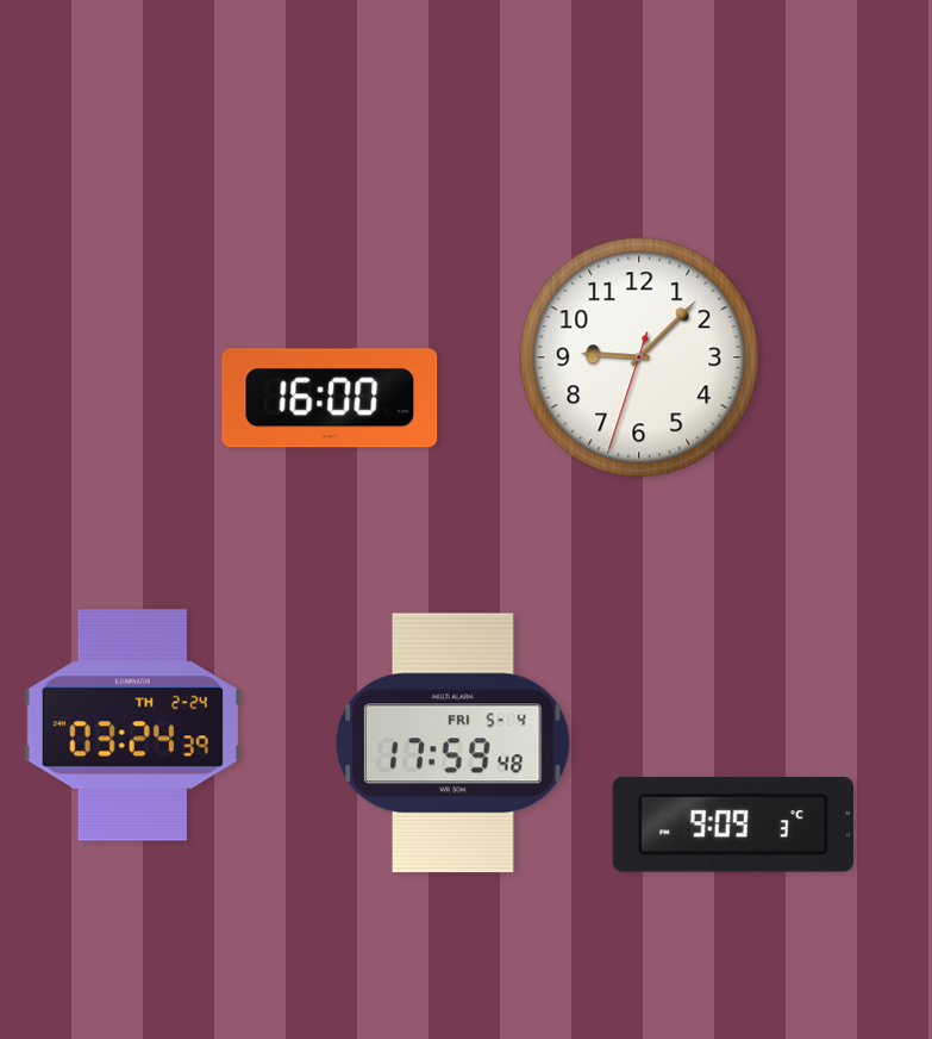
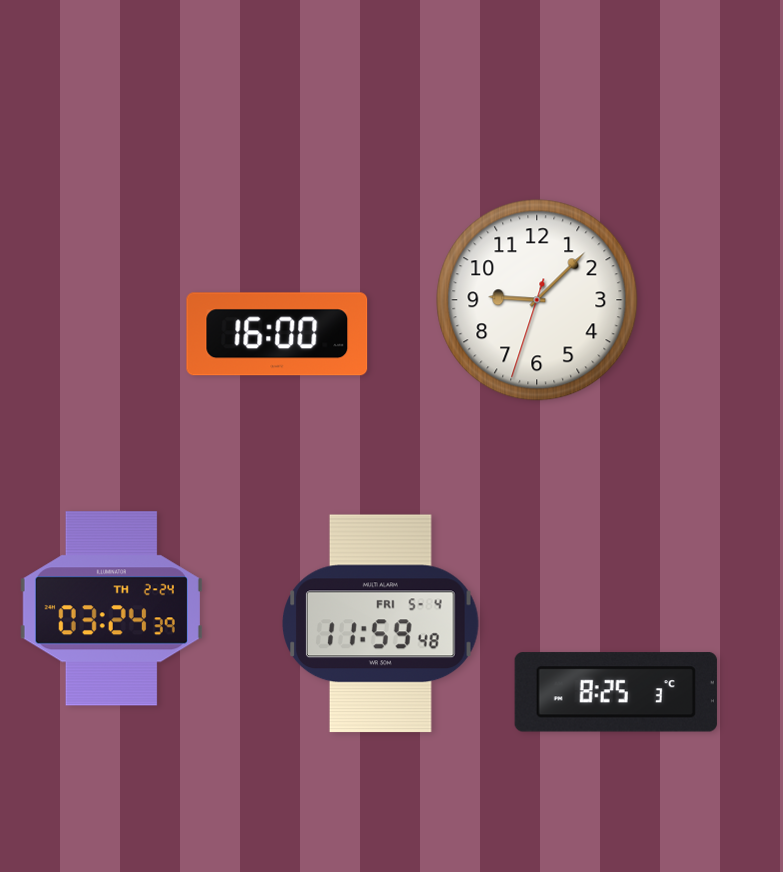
clock at (454, 744): 17:59 -> 11:59
clock at (733, 825): 9:09 -> 8:25
